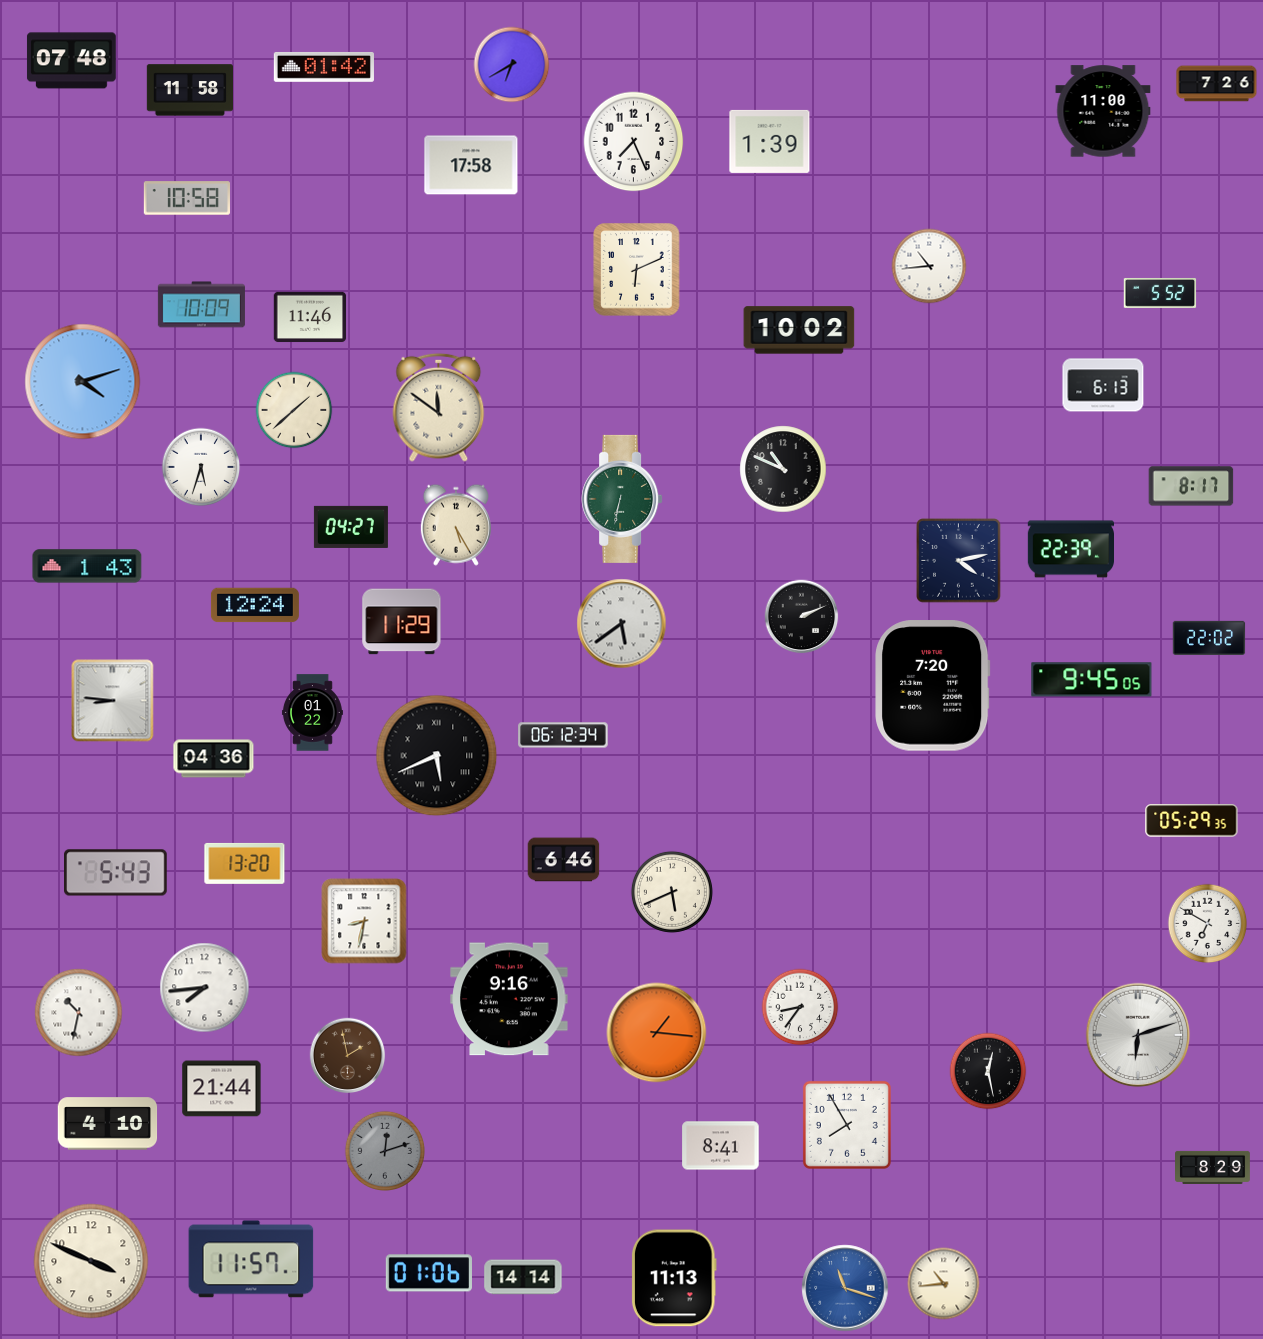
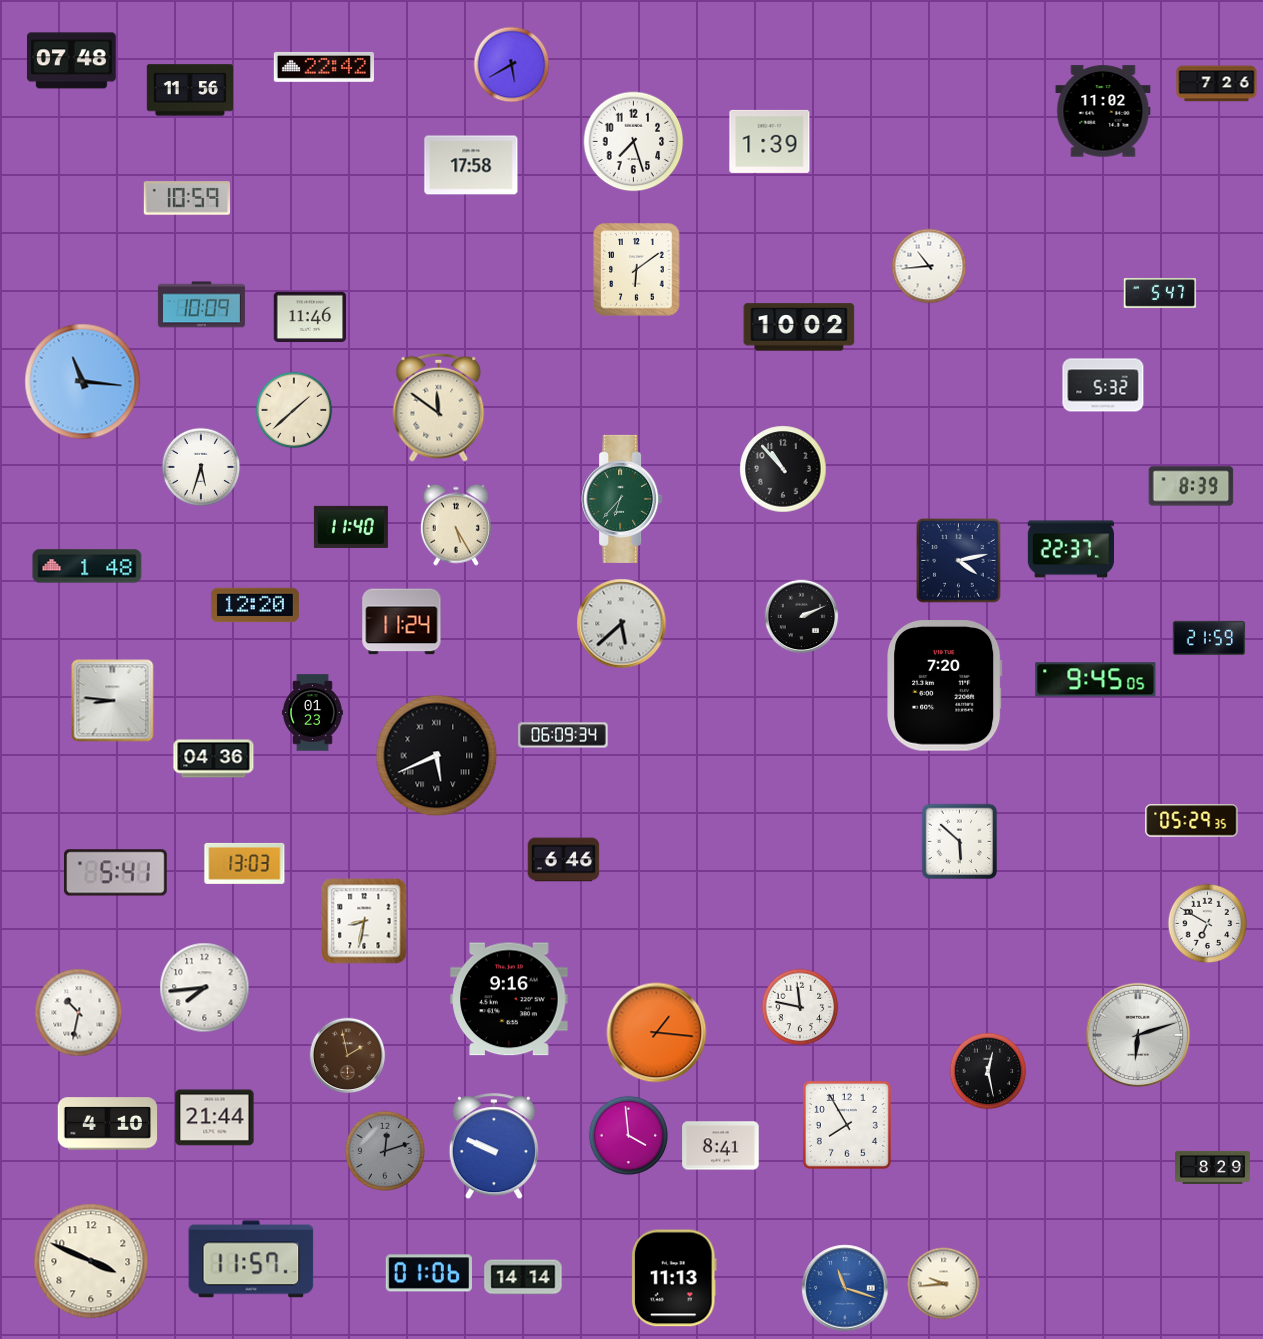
clock at (512, 65): 6:40 -> 5:40
clock at (324, 67): 01:42 -> 22:42
clock at (189, 90): 11:58 -> 11:56
clock at (1103, 111): 11:00 -> 11:02
clock at (634, 142): 7:26 -> 7:27
clock at (186, 198): 10:58 -> 10:59
clock at (637, 270): 6:11 -> 6:09
clock at (1160, 293): 5:52 -> 5:47
clock at (799, 330) position: (799, 330) -> (799, 327)
clock at (83, 382): 4:12 -> 11:16
clock at (1103, 385): 6:13 -> 5:32
clock at (783, 469): 10:49 -> 10:53
clock at (1191, 486): 8:17 -> 8:39
clock at (622, 499): 6:32 -> 6:37
clock at (351, 527): 04:27 -> 11:40
clock at (1070, 549): 22:39 -> 22:37
clock at (87, 566): 1:43 -> 1:48
clock at (255, 605): 12:24 -> 12:20
clock at (402, 622): 11:29 -> 11:24
clock at (622, 624): 5:39 -> 5:38
clock at (1209, 638): 22:02 -> 21:59
clock at (1092, 680) position: (1092, 680) -> (1096, 680)
clock at (933, 686) position: (933, 686) -> (945, 686)
clock at (312, 713): 01:22 -> 01:23
clock at (563, 735): 06:12 -> 06:09
clock at (960, 842): none -> 5:52
clock at (245, 863): 13:20 -> 13:03
clock at (116, 873): 5:43 -> 5:41
clock at (672, 892): 5:41 -> none
clock at (800, 1007): 8:36 -> 11:47
clock at (222, 1089) position: (222, 1089) -> (215, 1118)
clock at (629, 1136): none -> 3:59
clock at (494, 1147): none -> 9:49
clock at (944, 1284): 10:44 -> 9:44
